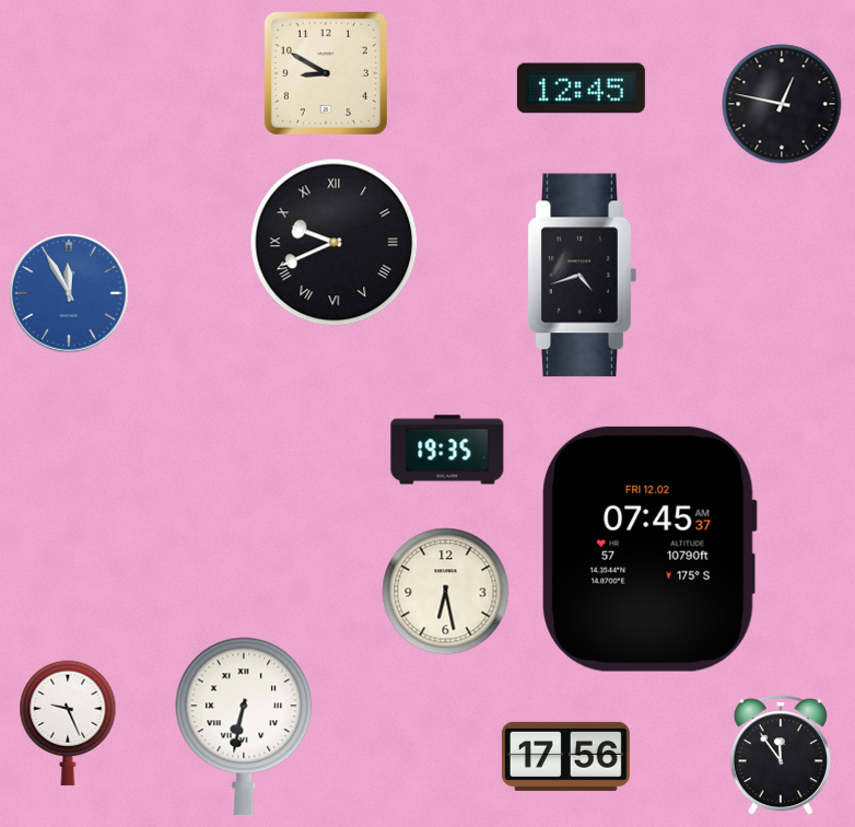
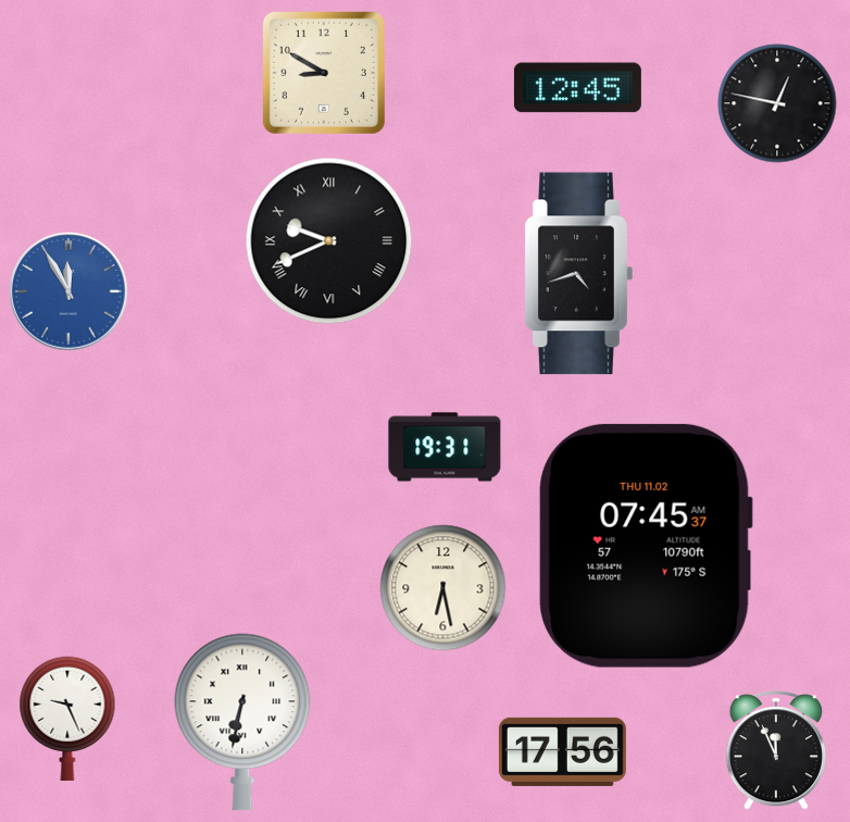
clock at (335, 243) position: (335, 243) -> (329, 241)
clock at (447, 450): 19:35 -> 19:31
clock at (649, 549) date: FRI 12.02 -> THU 11.02
clock at (781, 755): 11:54 -> 11:56
